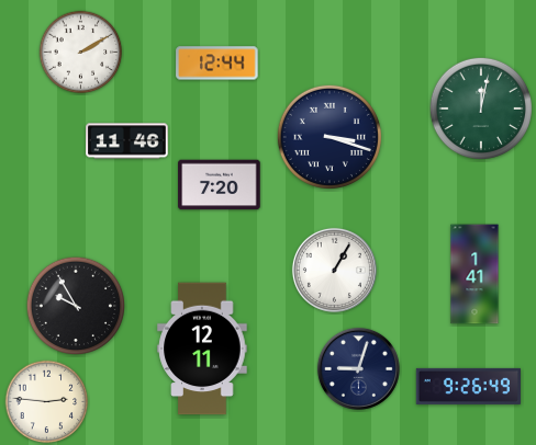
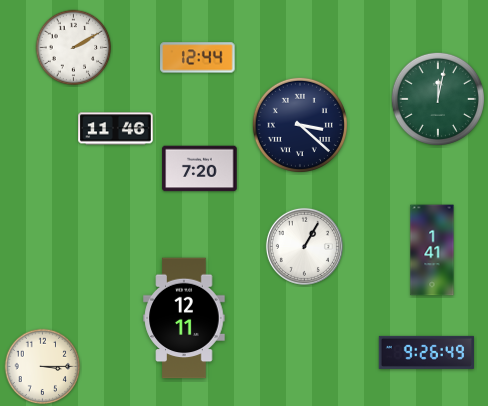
clock at (330, 137): 3:18 -> 3:22
clock at (75, 305): 9:55 -> none
clock at (358, 368): 9:03 -> none
clock at (47, 402): 2:46 -> 3:15
